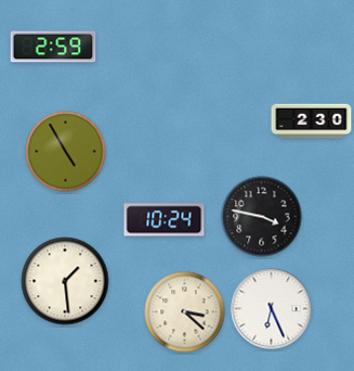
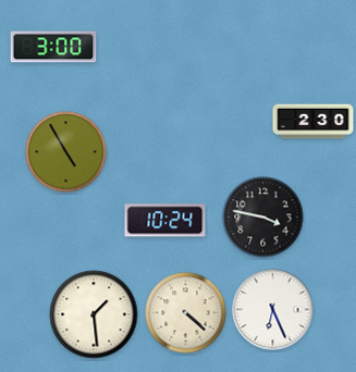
clock at (53, 47): 2:59 -> 3:00
clock at (65, 281) position: (65, 281) -> (94, 314)
clock at (185, 312): 3:22 -> 4:22
